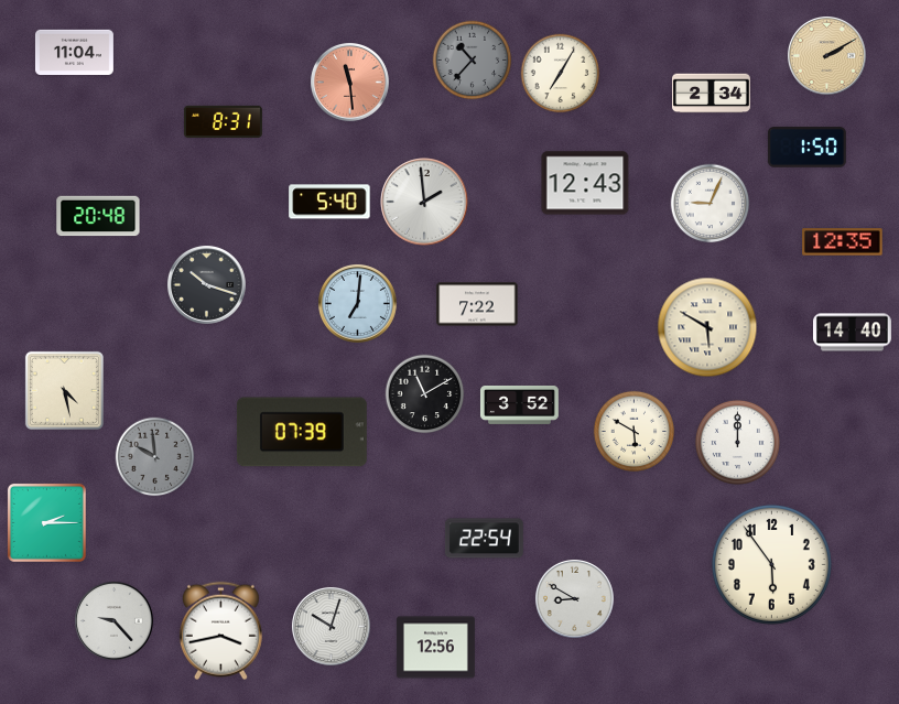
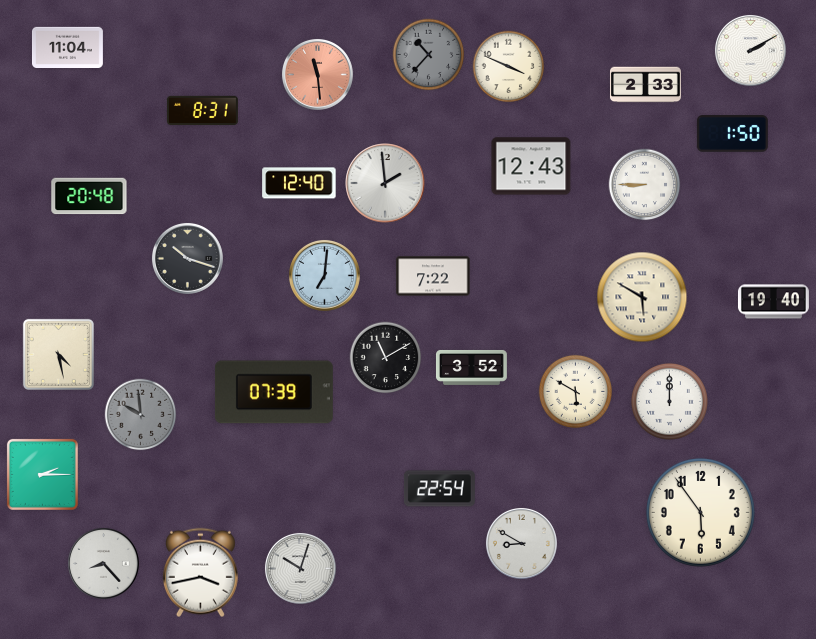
clock at (826, 55) dial: champagne -> white
clock at (561, 74): 7:05 -> 3:49
clock at (711, 94): 2:34 -> 2:33
clock at (329, 202): 5:40 -> 12:40
clock at (711, 204): 9:04 -> 8:45
clock at (843, 242): 12:35 -> none
clock at (852, 333): 14:40 -> 19:40
clock at (113, 620): 9:23 -> 8:23
clock at (435, 648): 12:56 -> none
